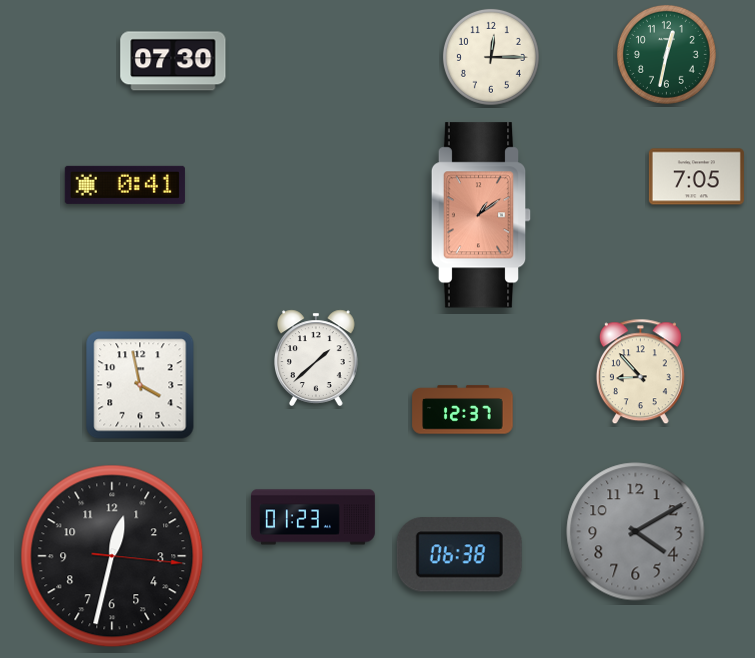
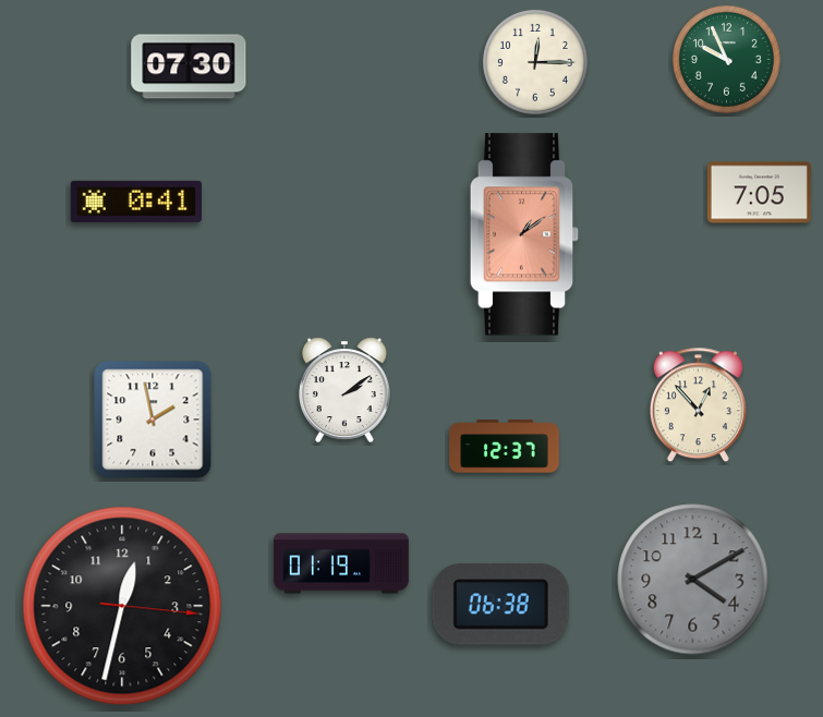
clock at (666, 54): 12:32 -> 9:56
clock at (317, 358): 1:38 -> 2:09
clock at (640, 372): 8:53 -> 12:53
clock at (140, 385): 3:58 -> 1:58
clock at (313, 517): 01:23 -> 01:19
